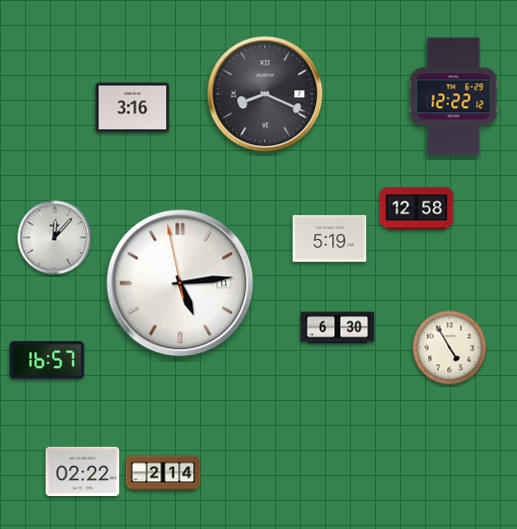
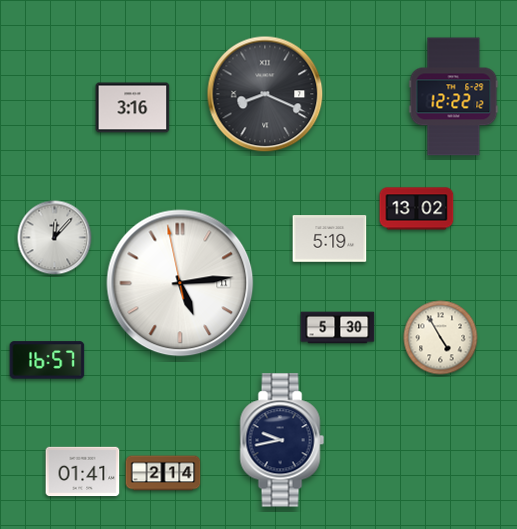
clock at (417, 209): 12:58 -> 13:02
clock at (338, 328): 6:30 -> 5:30
clock at (450, 348) position: (450, 348) -> (441, 338)
clock at (282, 440): none -> 9:43
clock at (83, 472): 02:22 -> 01:41
